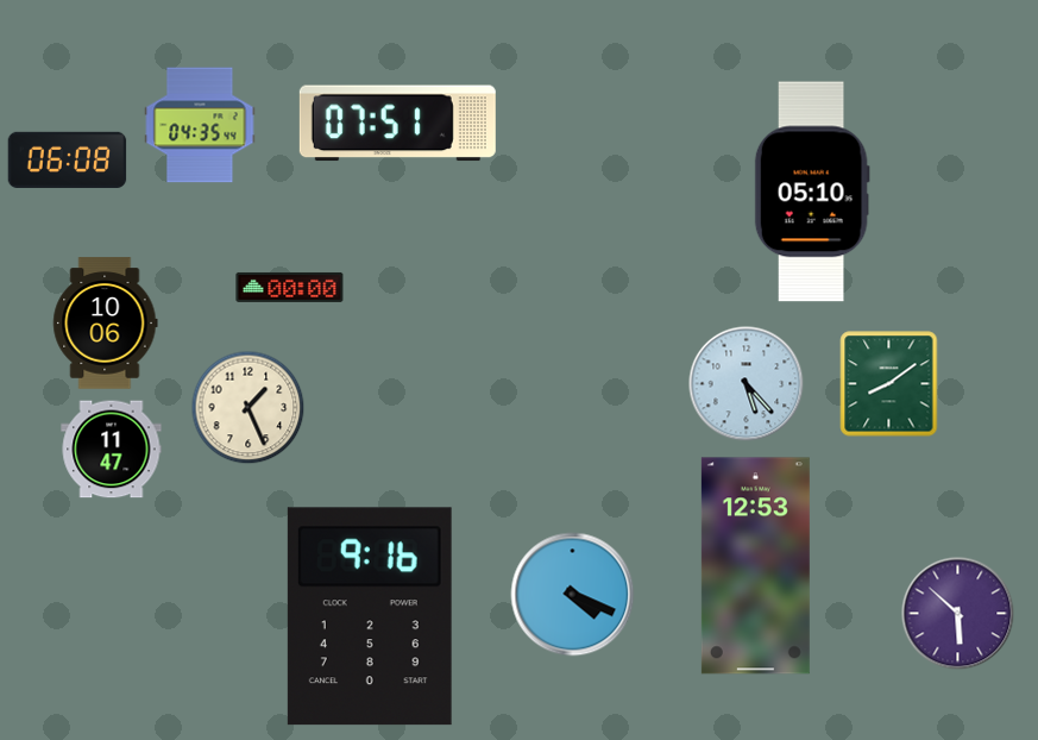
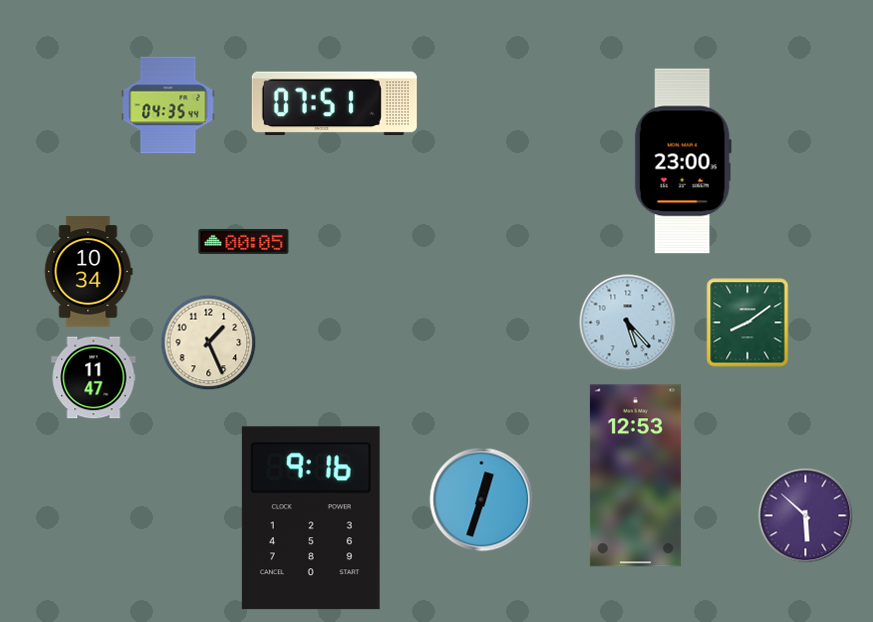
clock at (68, 159): 06:08 -> none
clock at (812, 192): 05:10 -> 23:00
clock at (290, 287): 00:00 -> 00:05
clock at (106, 324): 10:06 -> 10:34
clock at (573, 595): 4:19 -> 12:33
